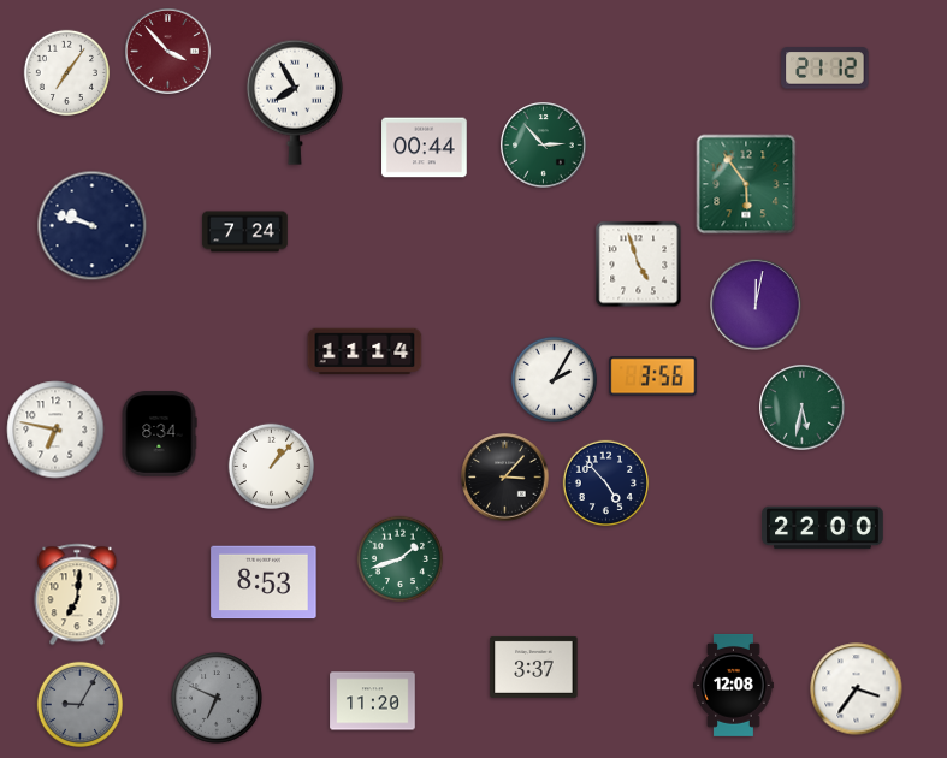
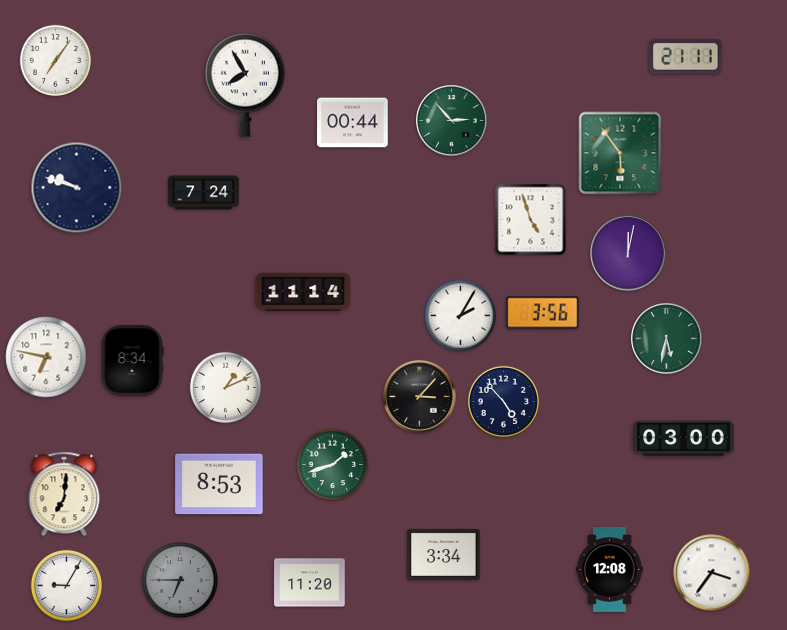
clock at (168, 52): 3:53 -> none
clock at (825, 69): 21:12 -> 21:11
clock at (271, 466): 1:07 -> 1:11
clock at (823, 528): 22:00 -> 03:00
clock at (534, 667): 3:37 -> 3:34
clock at (218, 699): 6:49 -> 6:45
clock at (79, 704) dial: grey -> white
